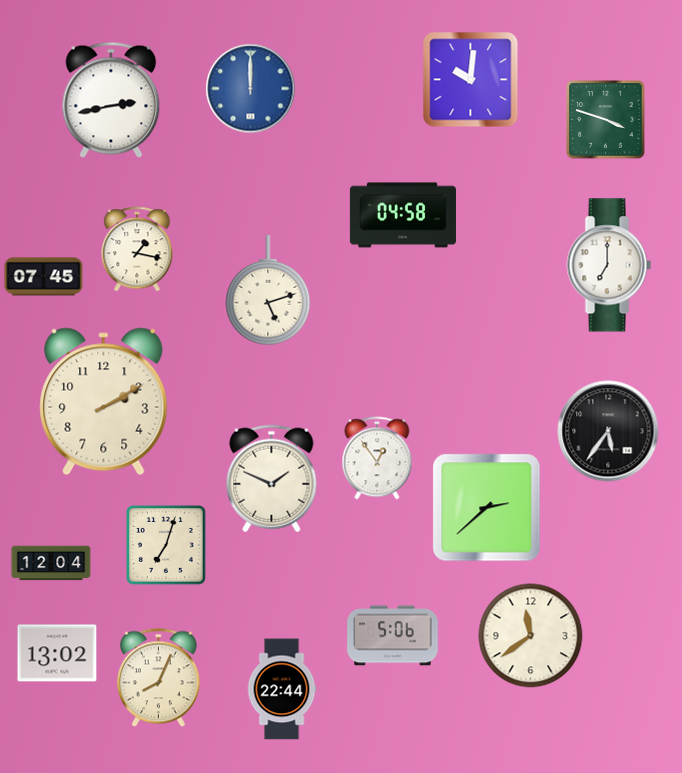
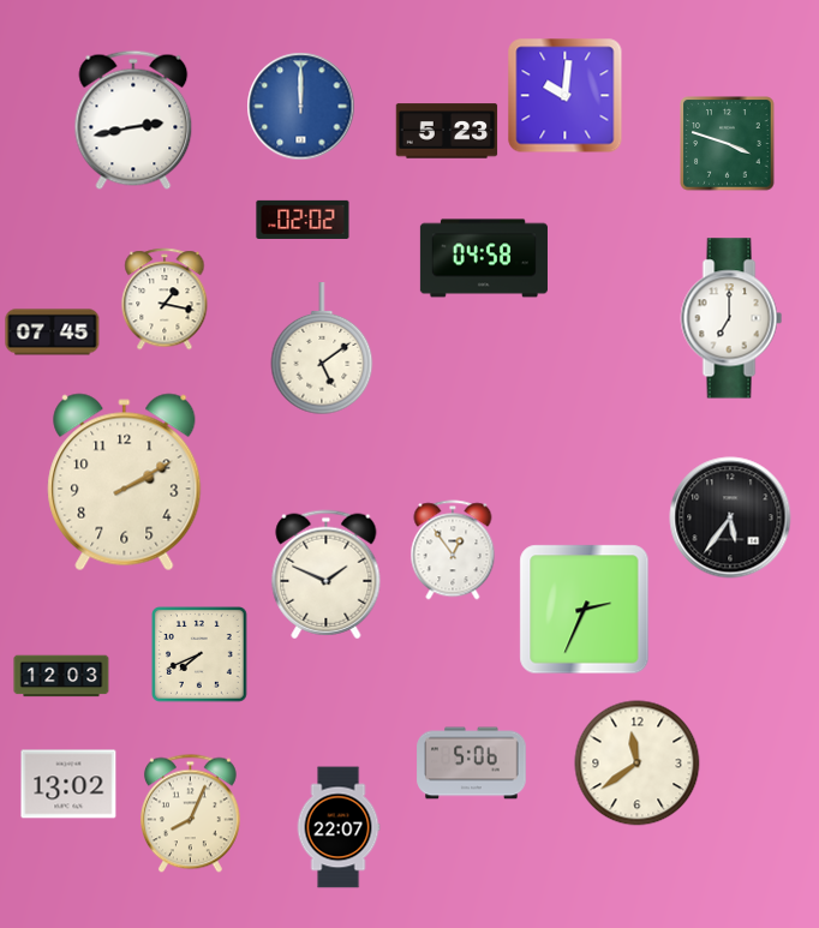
clock at (447, 131): none -> 5:23
clock at (303, 220): none -> 02:02
clock at (268, 291): 5:12 -> 5:09
clock at (487, 508): 2:38 -> 2:34
clock at (167, 546): 7:03 -> 7:41
clock at (51, 563): 12:04 -> 12:03
clock at (282, 689): 22:44 -> 22:07
